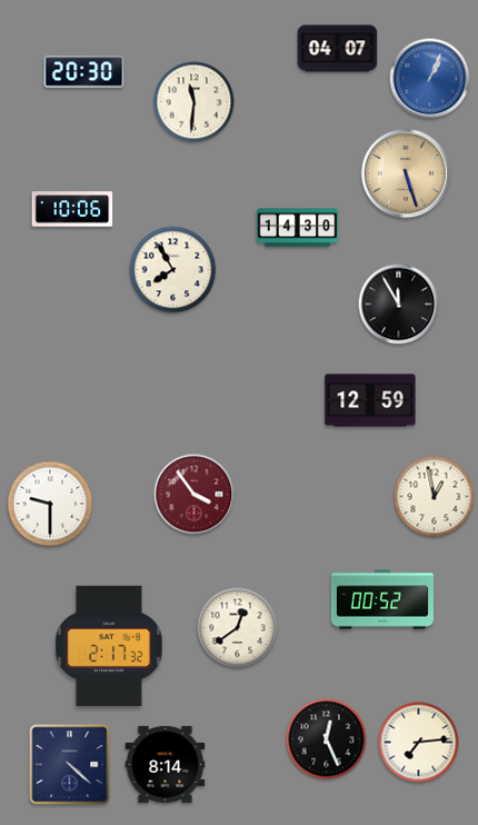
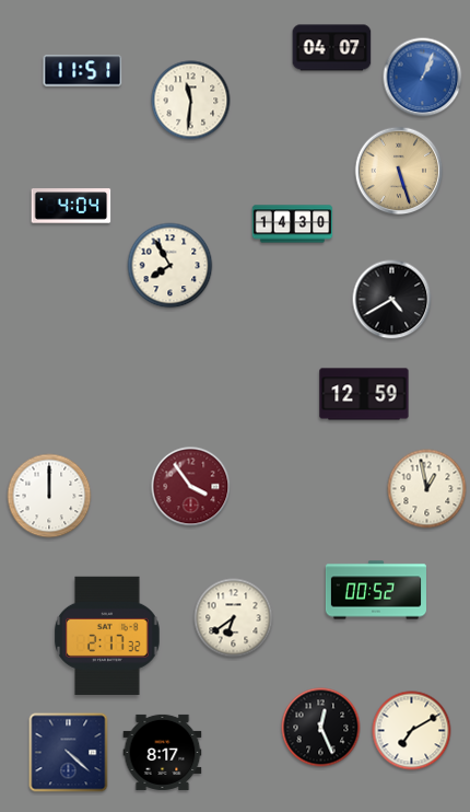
clock at (84, 72): 20:30 -> 11:51
clock at (72, 209): 10:06 -> 4:04
clock at (399, 305): 11:55 -> 4:40
clock at (50, 504): 9:30 -> 12:00
clock at (238, 628): 12:39 -> 6:39
clock at (419, 743): 7:14 -> 7:10
clock at (166, 764): 8:14 -> 8:17
